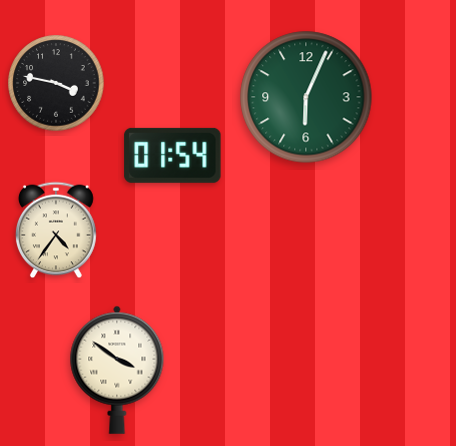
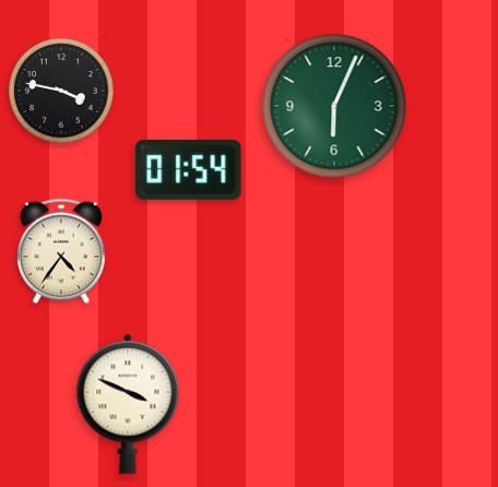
clock at (117, 370): 3:51 -> 3:49
